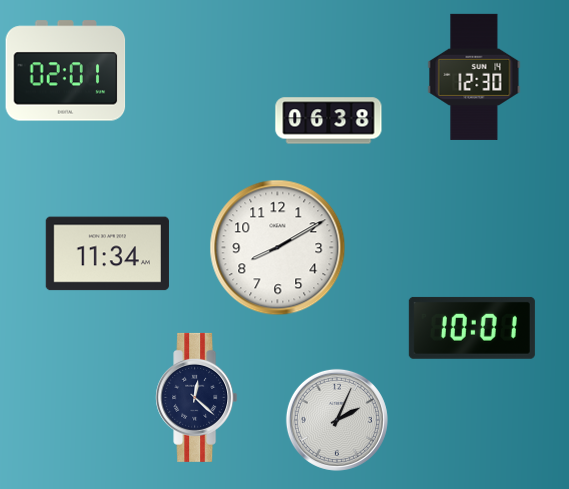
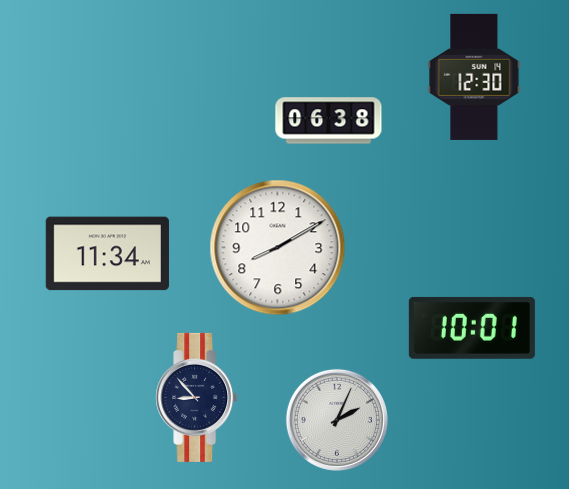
clock at (66, 71): 02:01 -> none
clock at (197, 397): 12:22 -> 8:53
